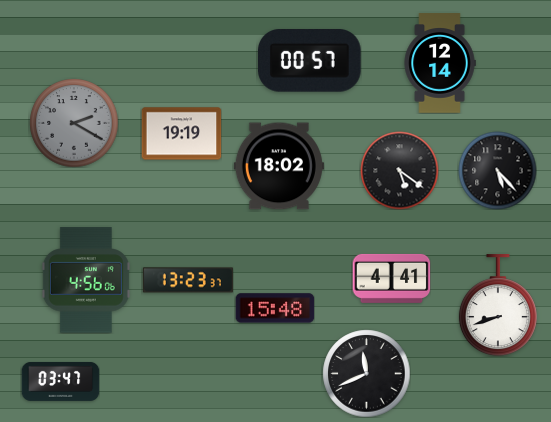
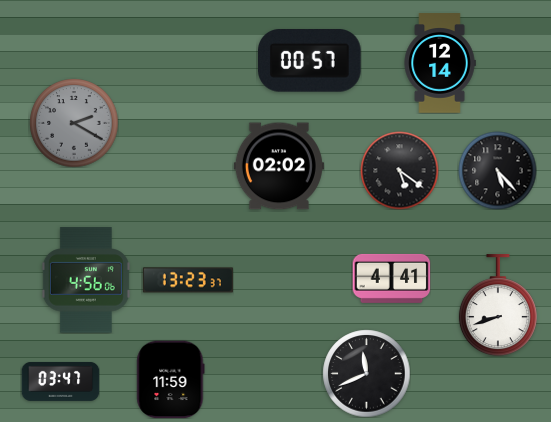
clock at (181, 134): 19:19 -> none
clock at (279, 166): 18:02 -> 02:02
clock at (275, 308): 15:48 -> none
clock at (171, 379): none -> 11:59
